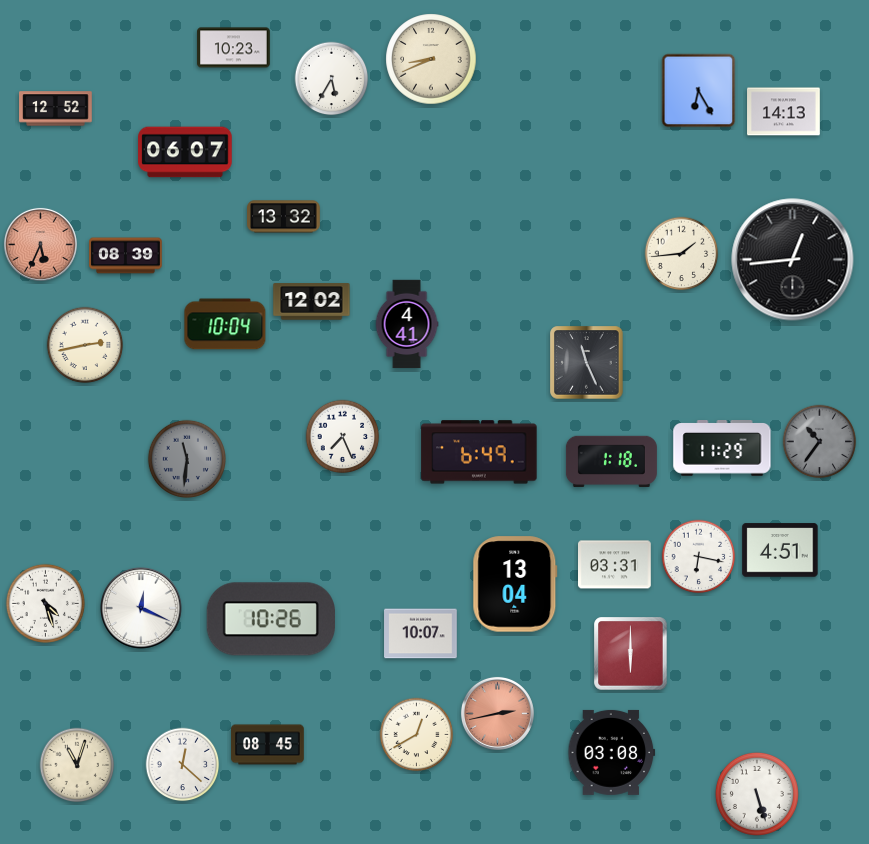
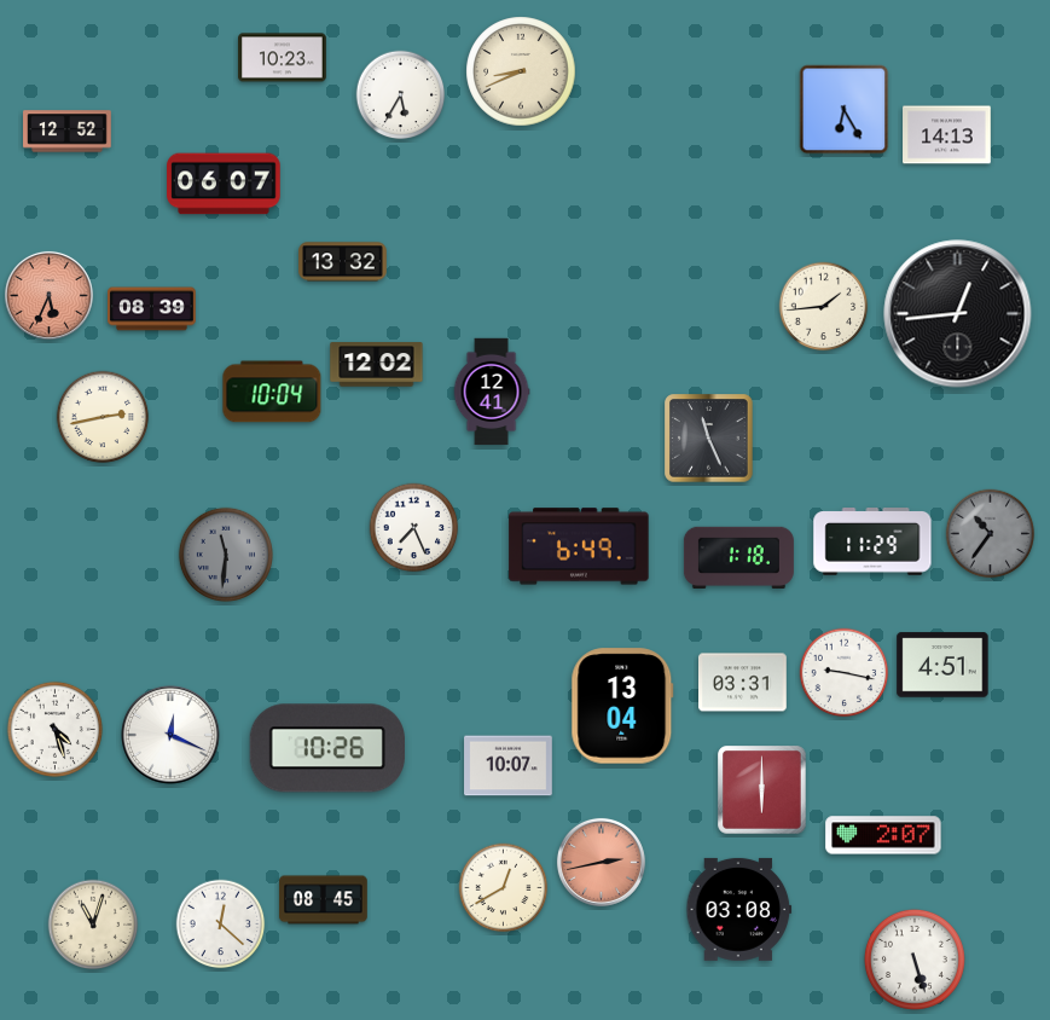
clock at (407, 324): 4:41 -> 12:41
clock at (699, 557): 6:17 -> 9:17
clock at (883, 835): none -> 2:07
